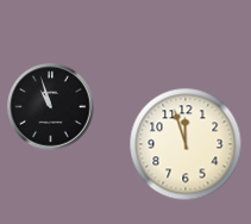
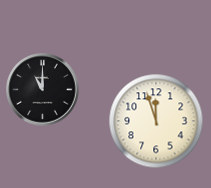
clock at (51, 107): 10:57 -> 11:00
